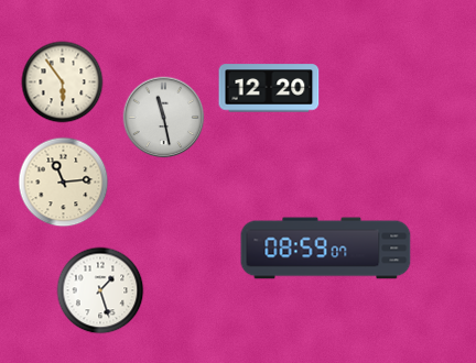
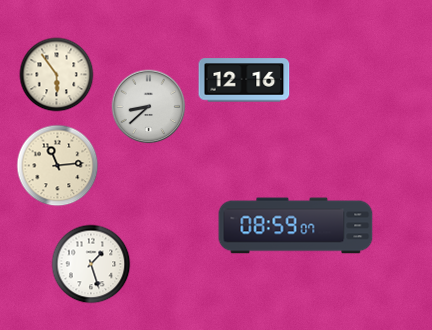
clock at (269, 88): 12:20 -> 12:16
clock at (164, 118): 11:28 -> 8:38
